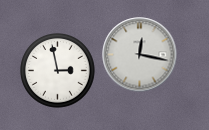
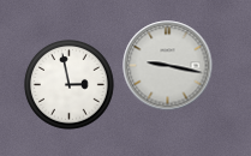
clock at (140, 55): 12:17 -> 9:17
